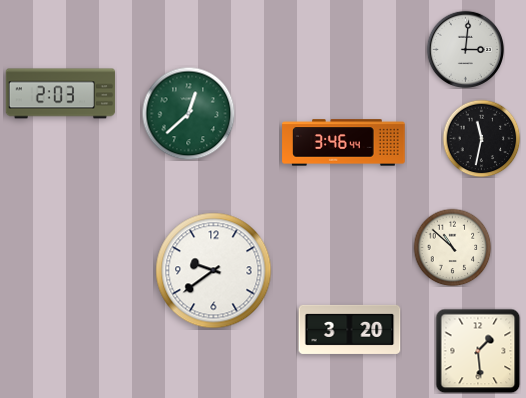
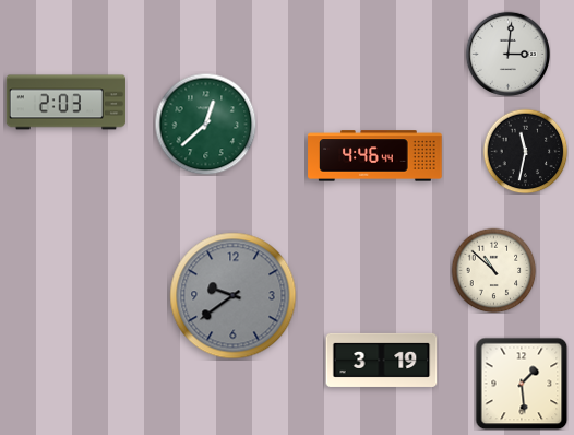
clock at (344, 143): 3:46 -> 4:46
clock at (214, 271) dial: white -> grey
clock at (350, 329): 3:20 -> 3:19
